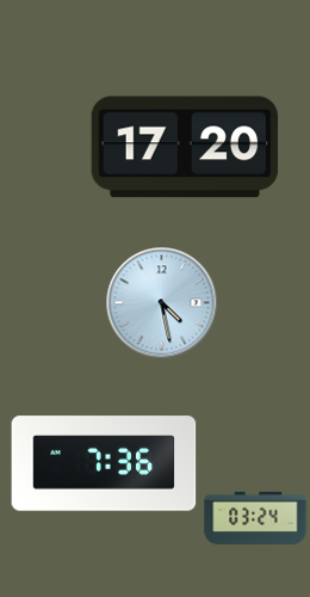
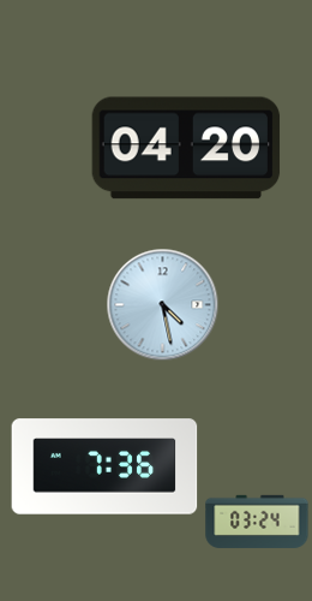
clock at (185, 147): 17:20 -> 04:20
